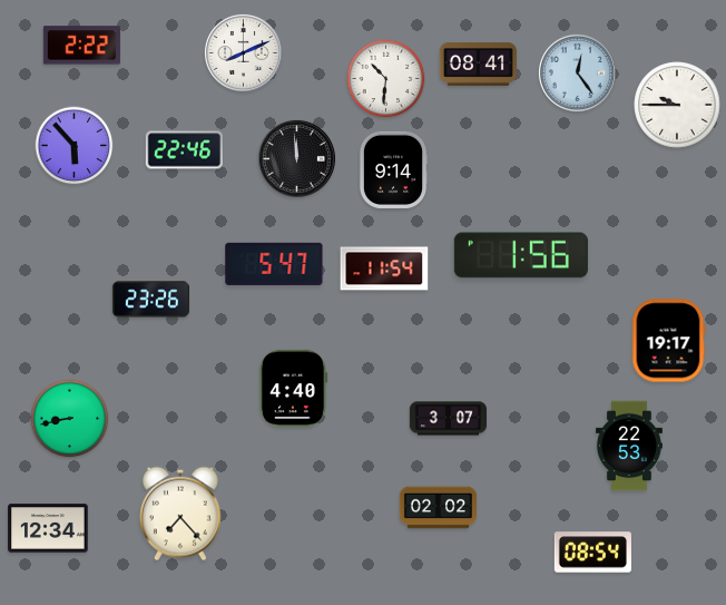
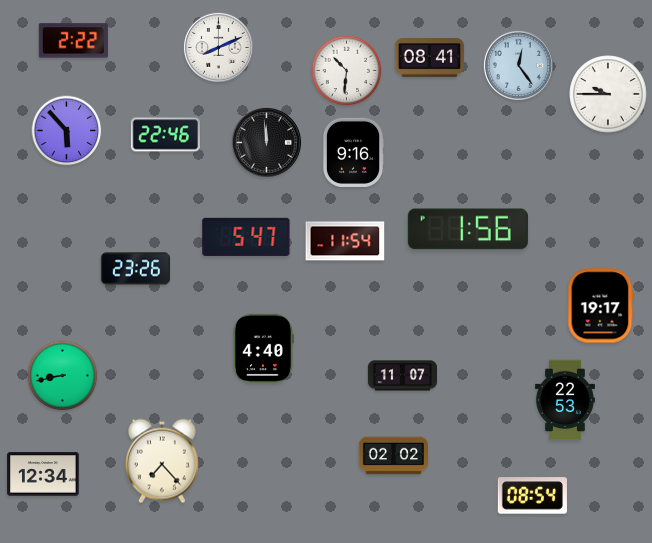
clock at (393, 169): 9:14 -> 9:16
clock at (448, 419): 3:07 -> 11:07
